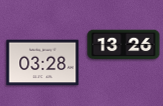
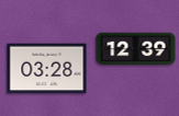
clock at (124, 45): 13:26 -> 12:39
